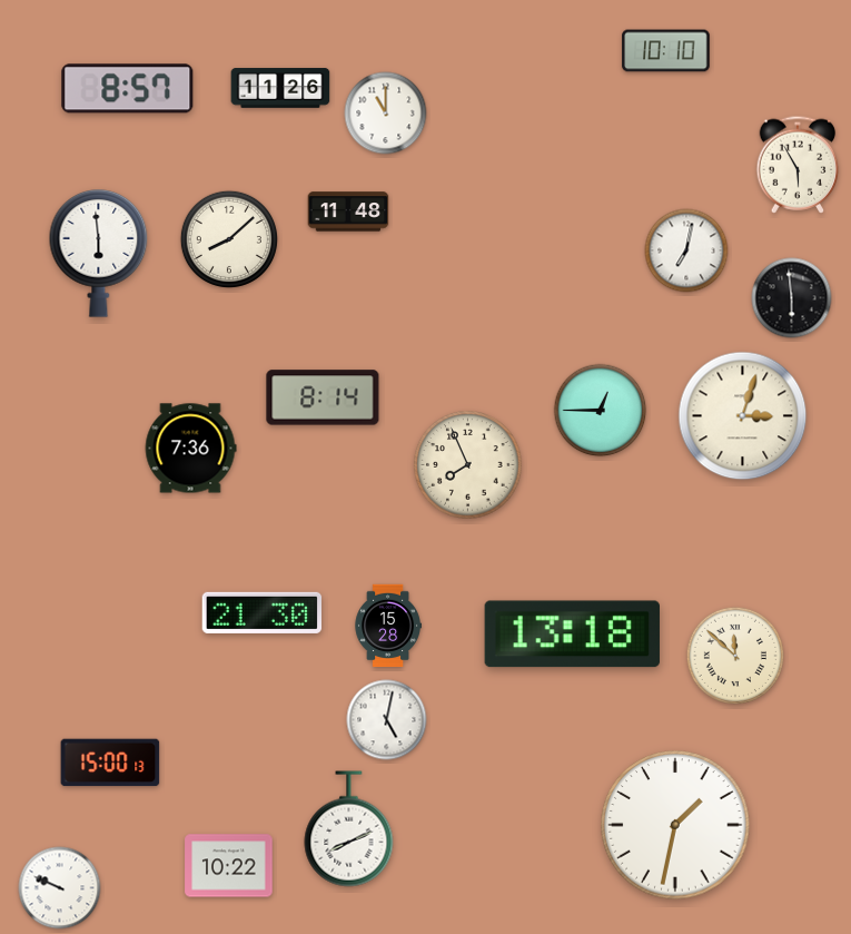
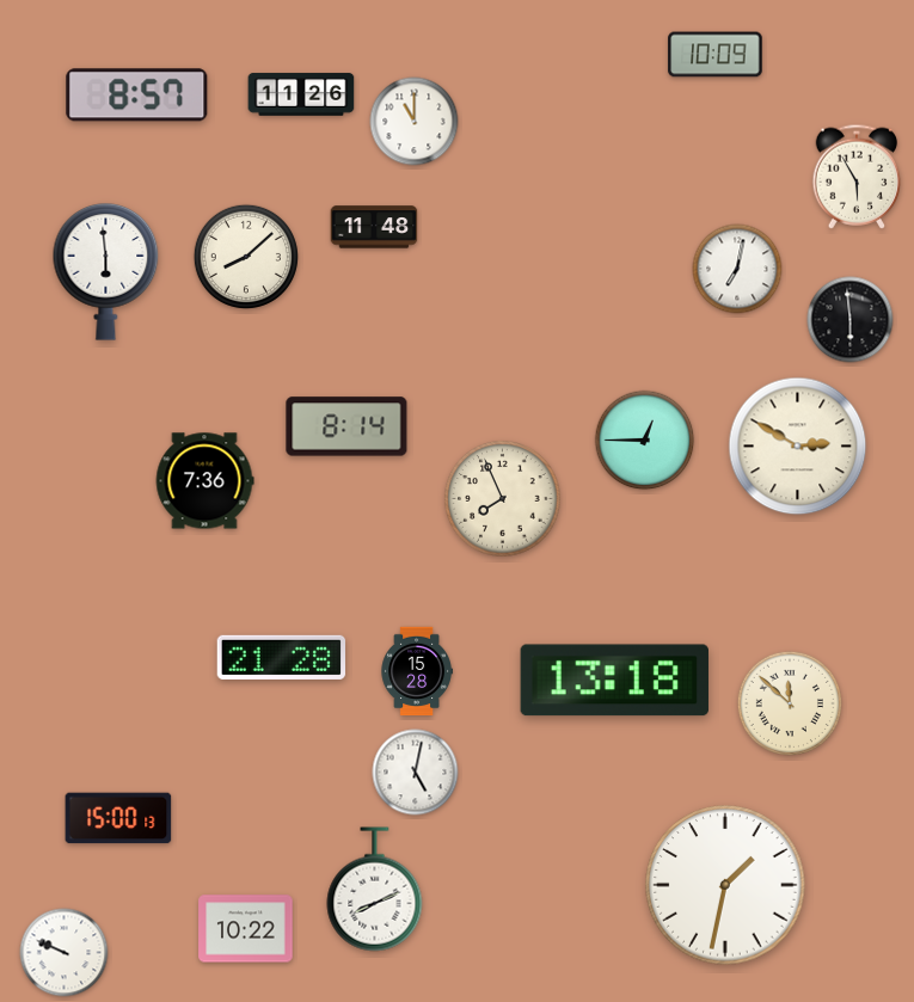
clock at (666, 51): 10:10 -> 10:09
clock at (743, 416): 3:03 -> 2:50
clock at (263, 612): 21:30 -> 21:28
